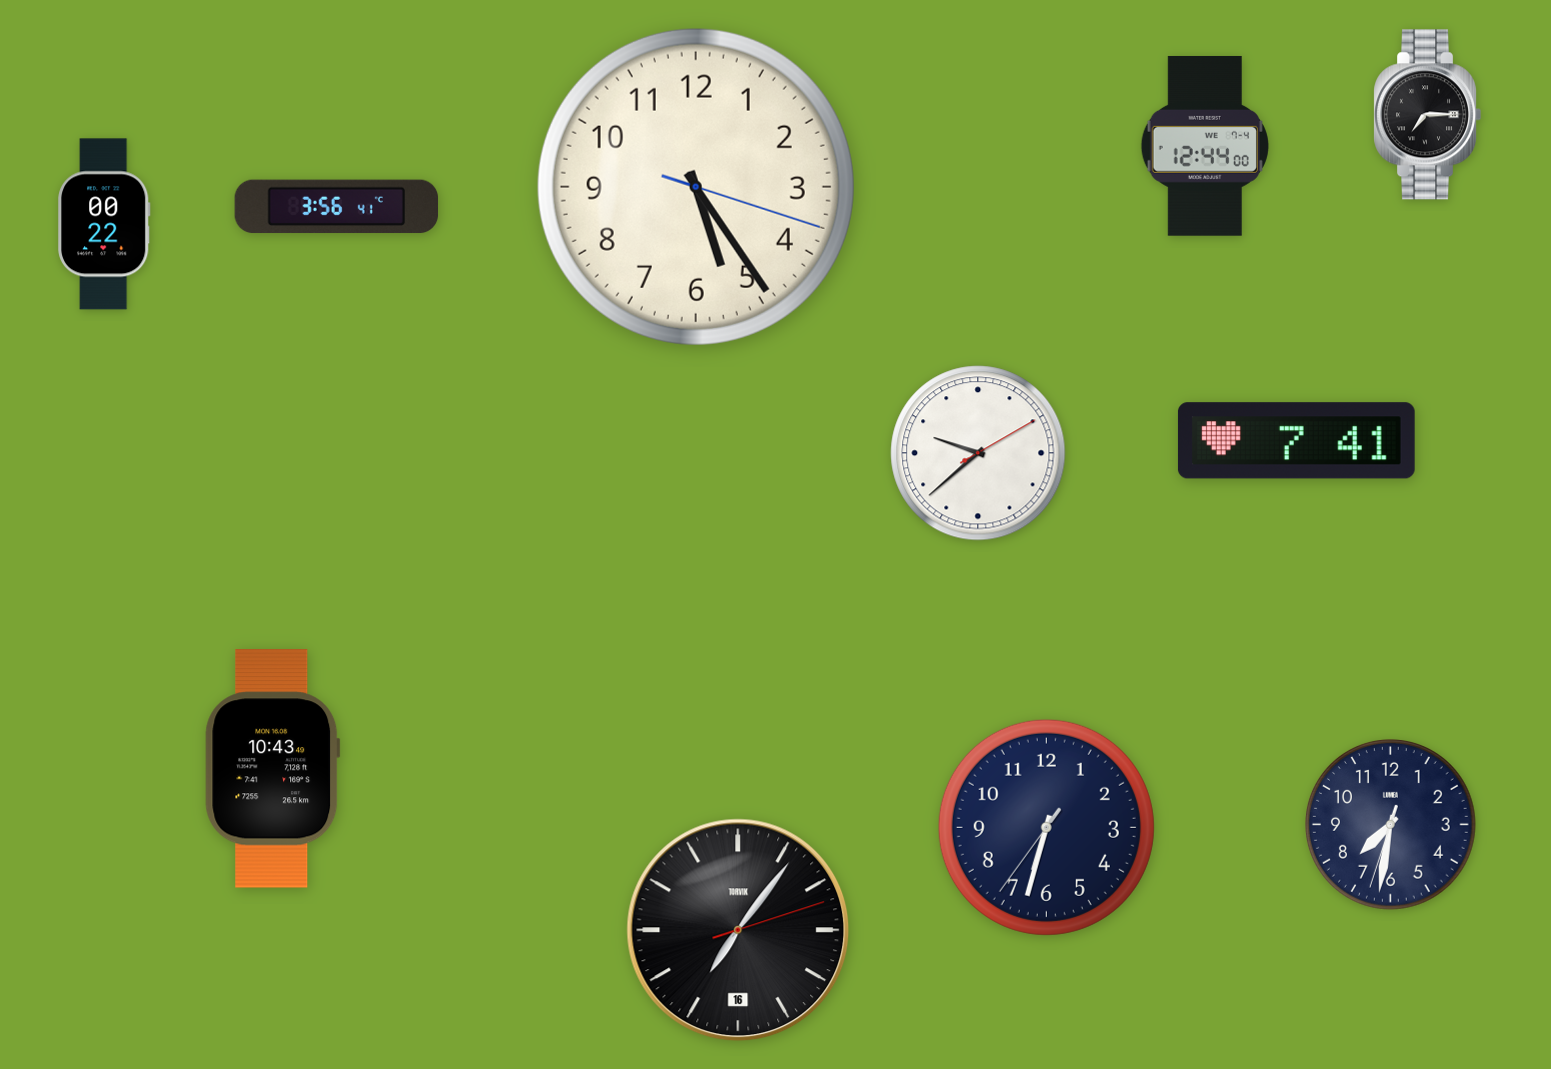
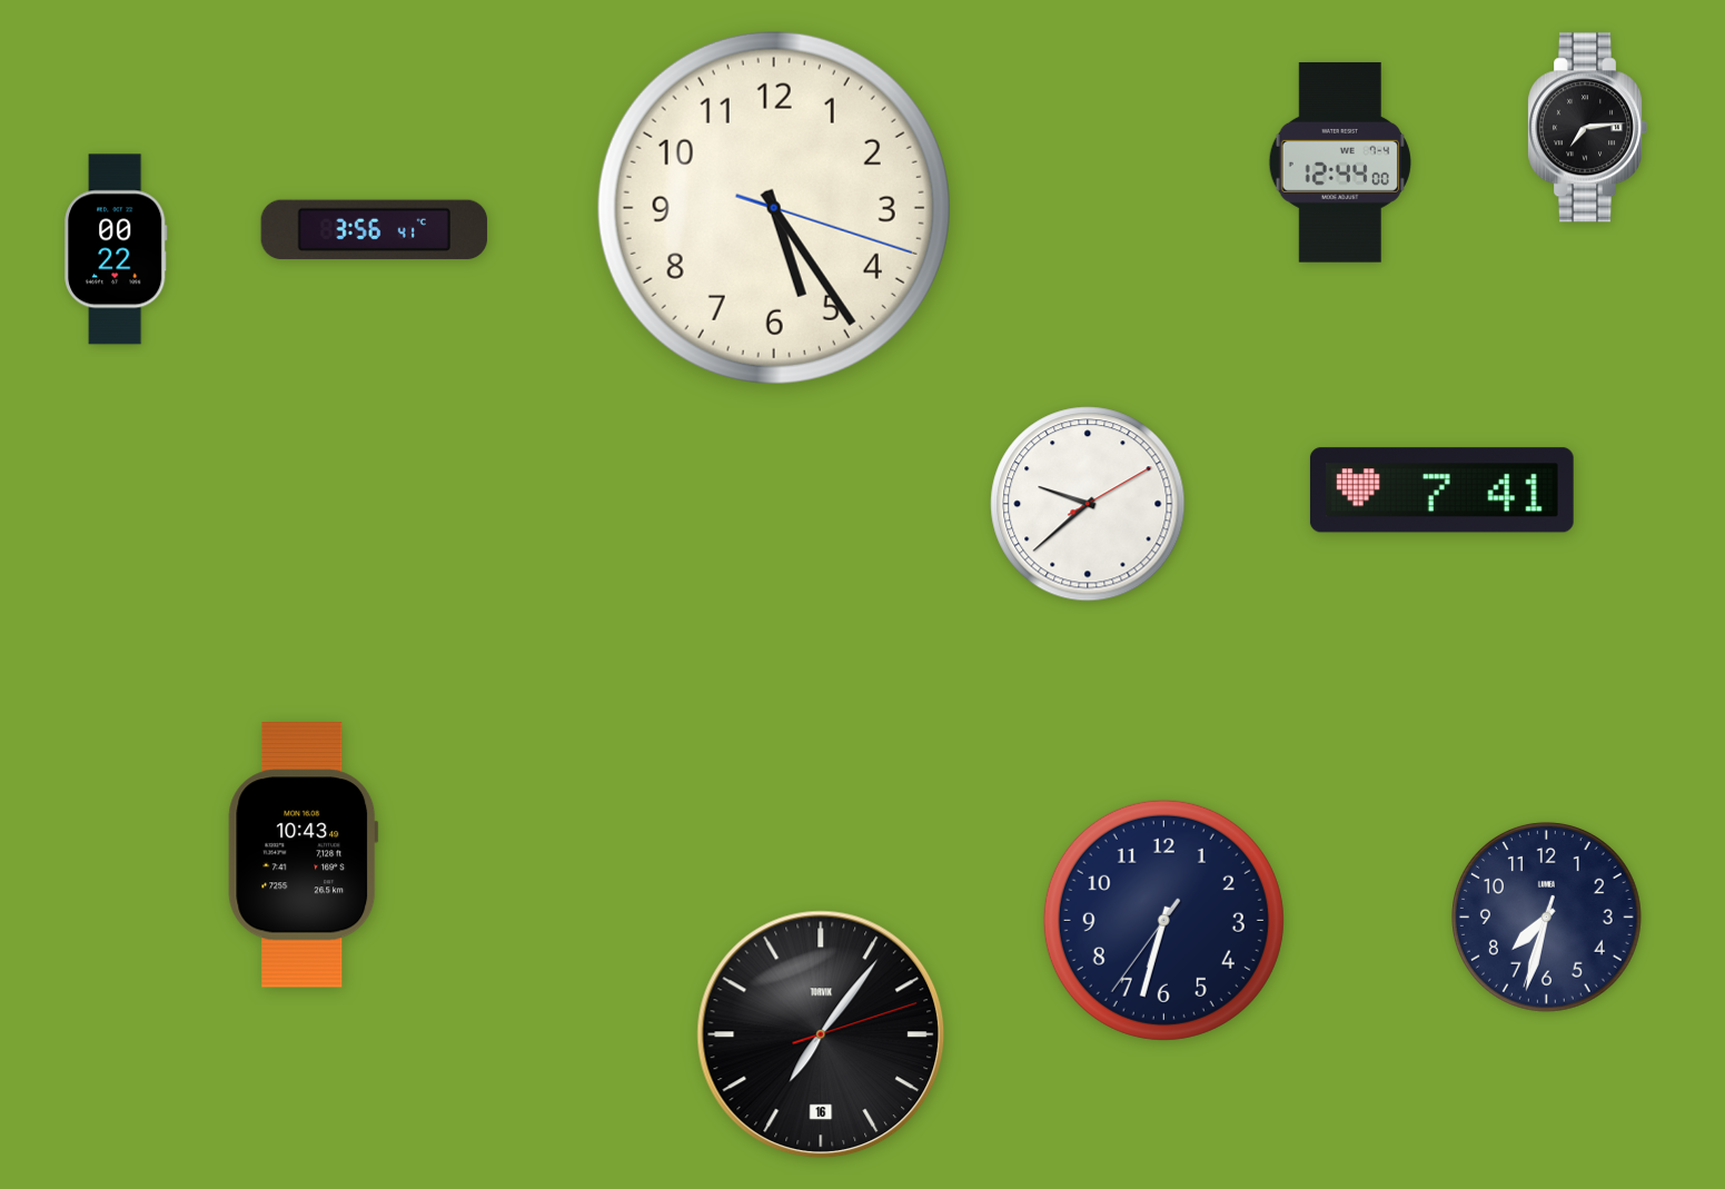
clock at (1428, 115): 7:15 -> 7:14
clock at (1391, 825): 7:31 -> 7:32
